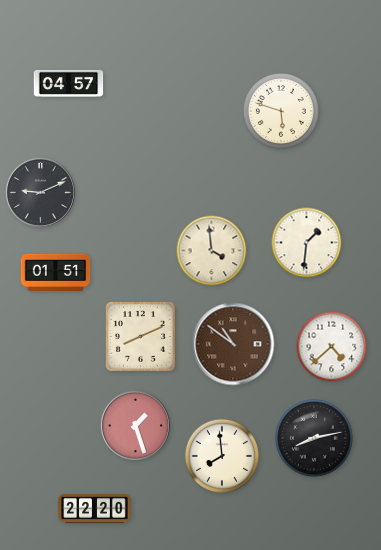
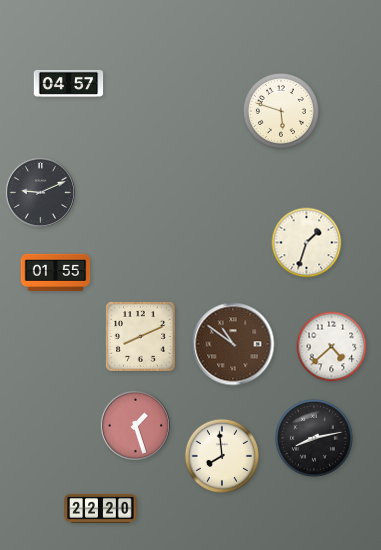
clock at (307, 243): 1:31 -> 1:33
clock at (212, 251): 3:59 -> none
clock at (56, 272): 01:51 -> 01:55
clock at (95, 508) position: (95, 508) -> (101, 508)
